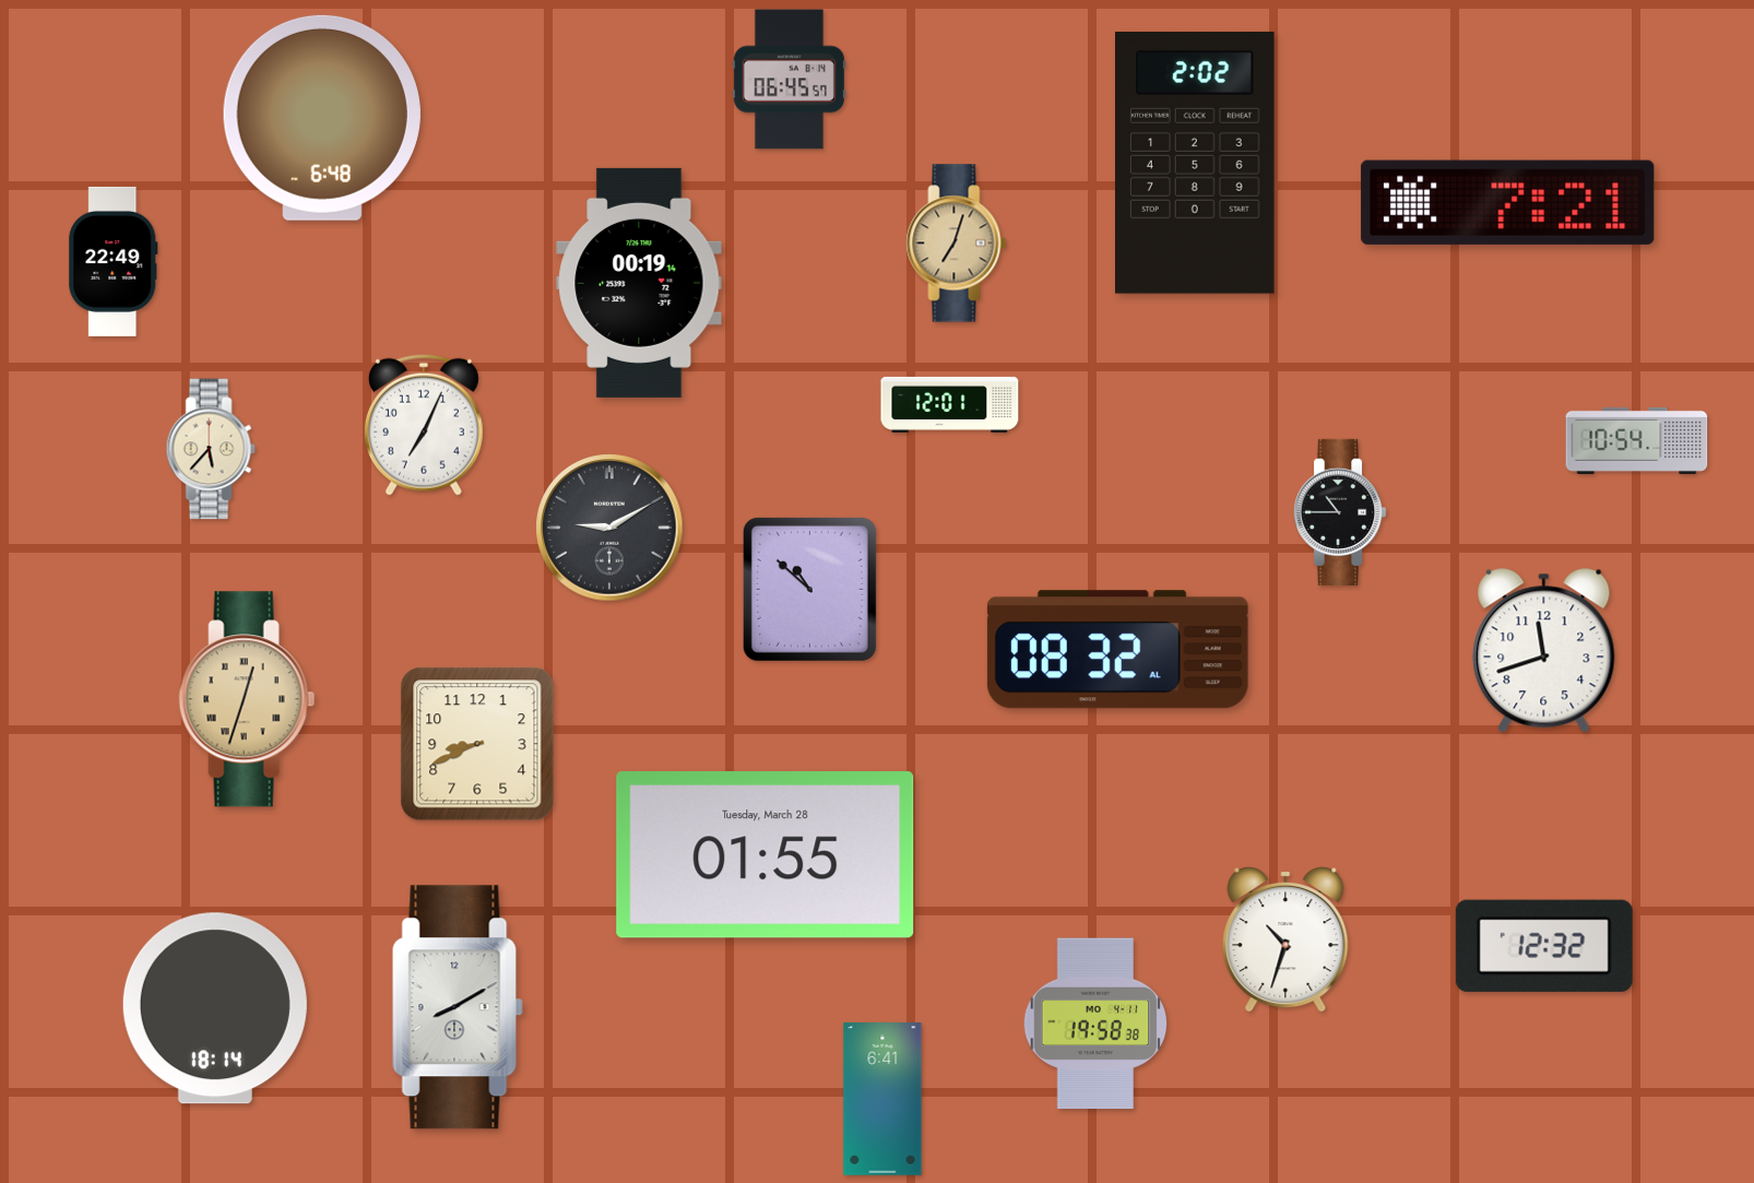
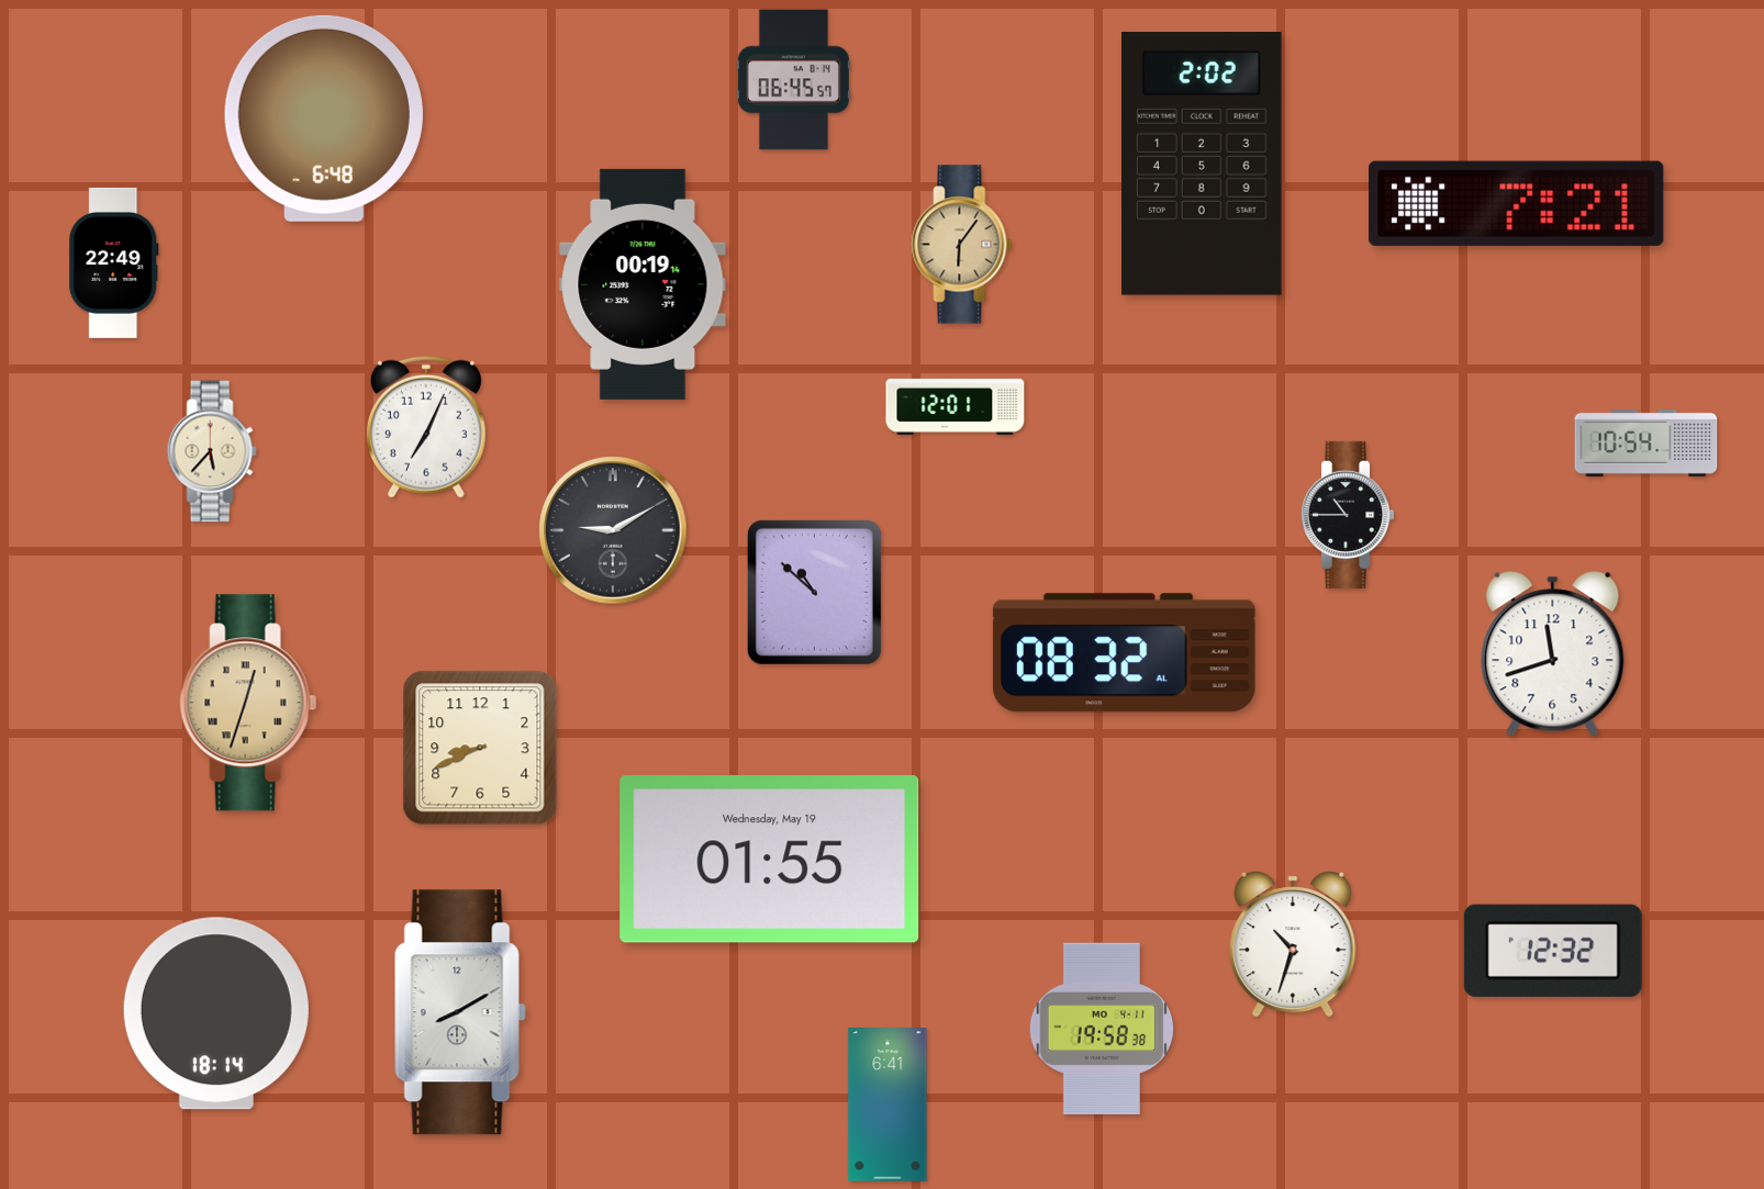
clock at (957, 244): 7:03 -> 6:06
clock at (766, 855) date: Tuesday, March 28 -> Wednesday, May 19
